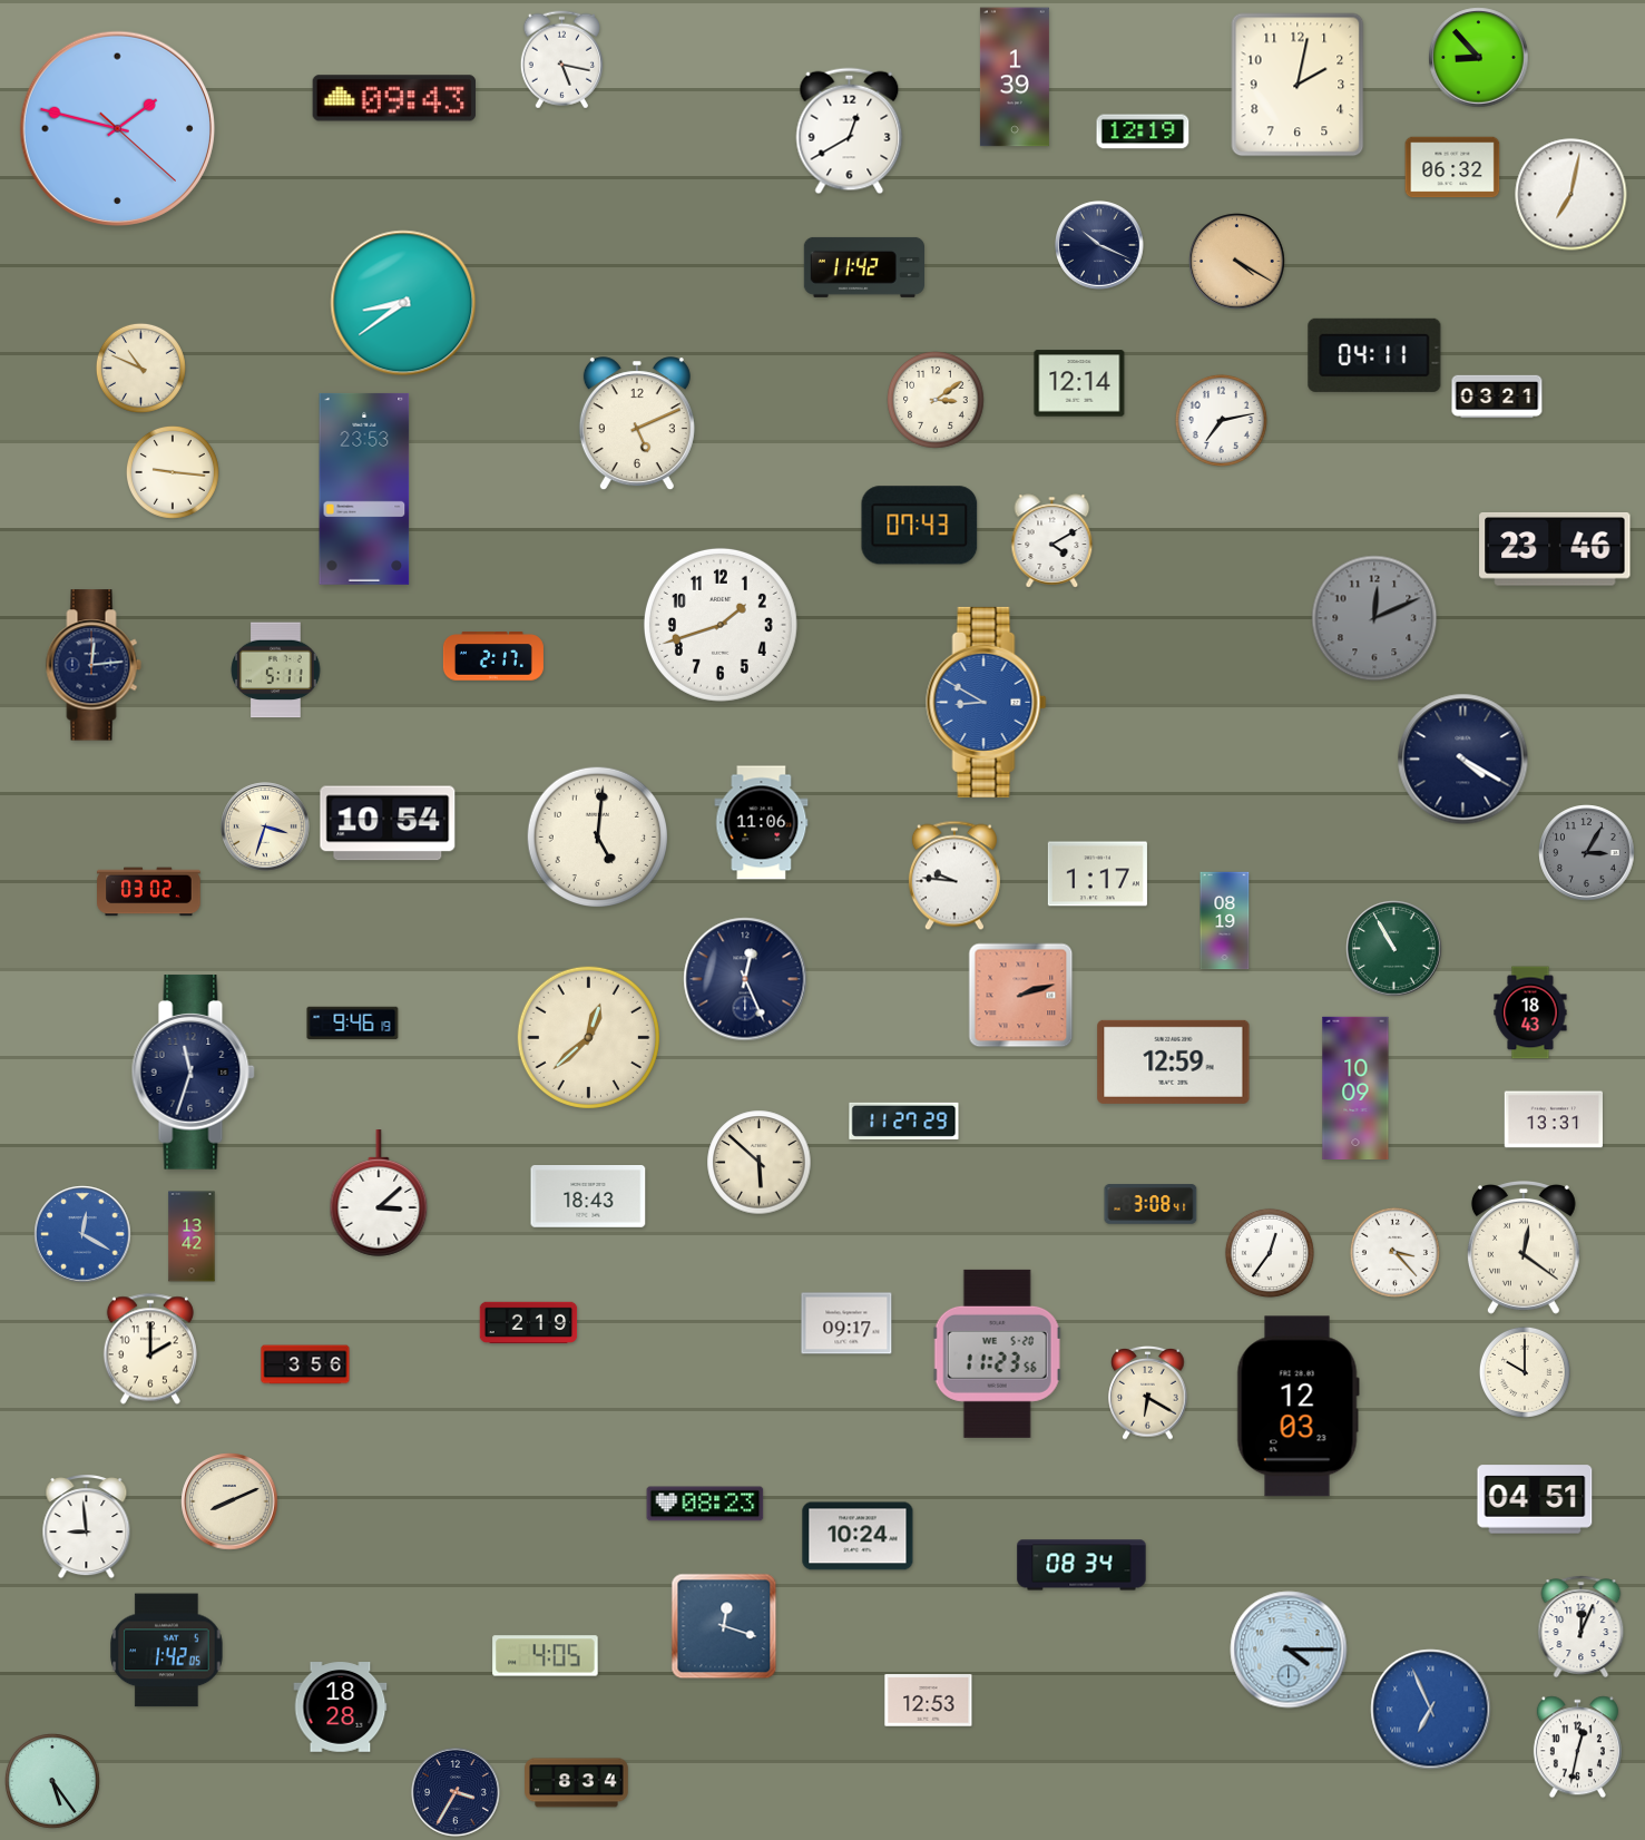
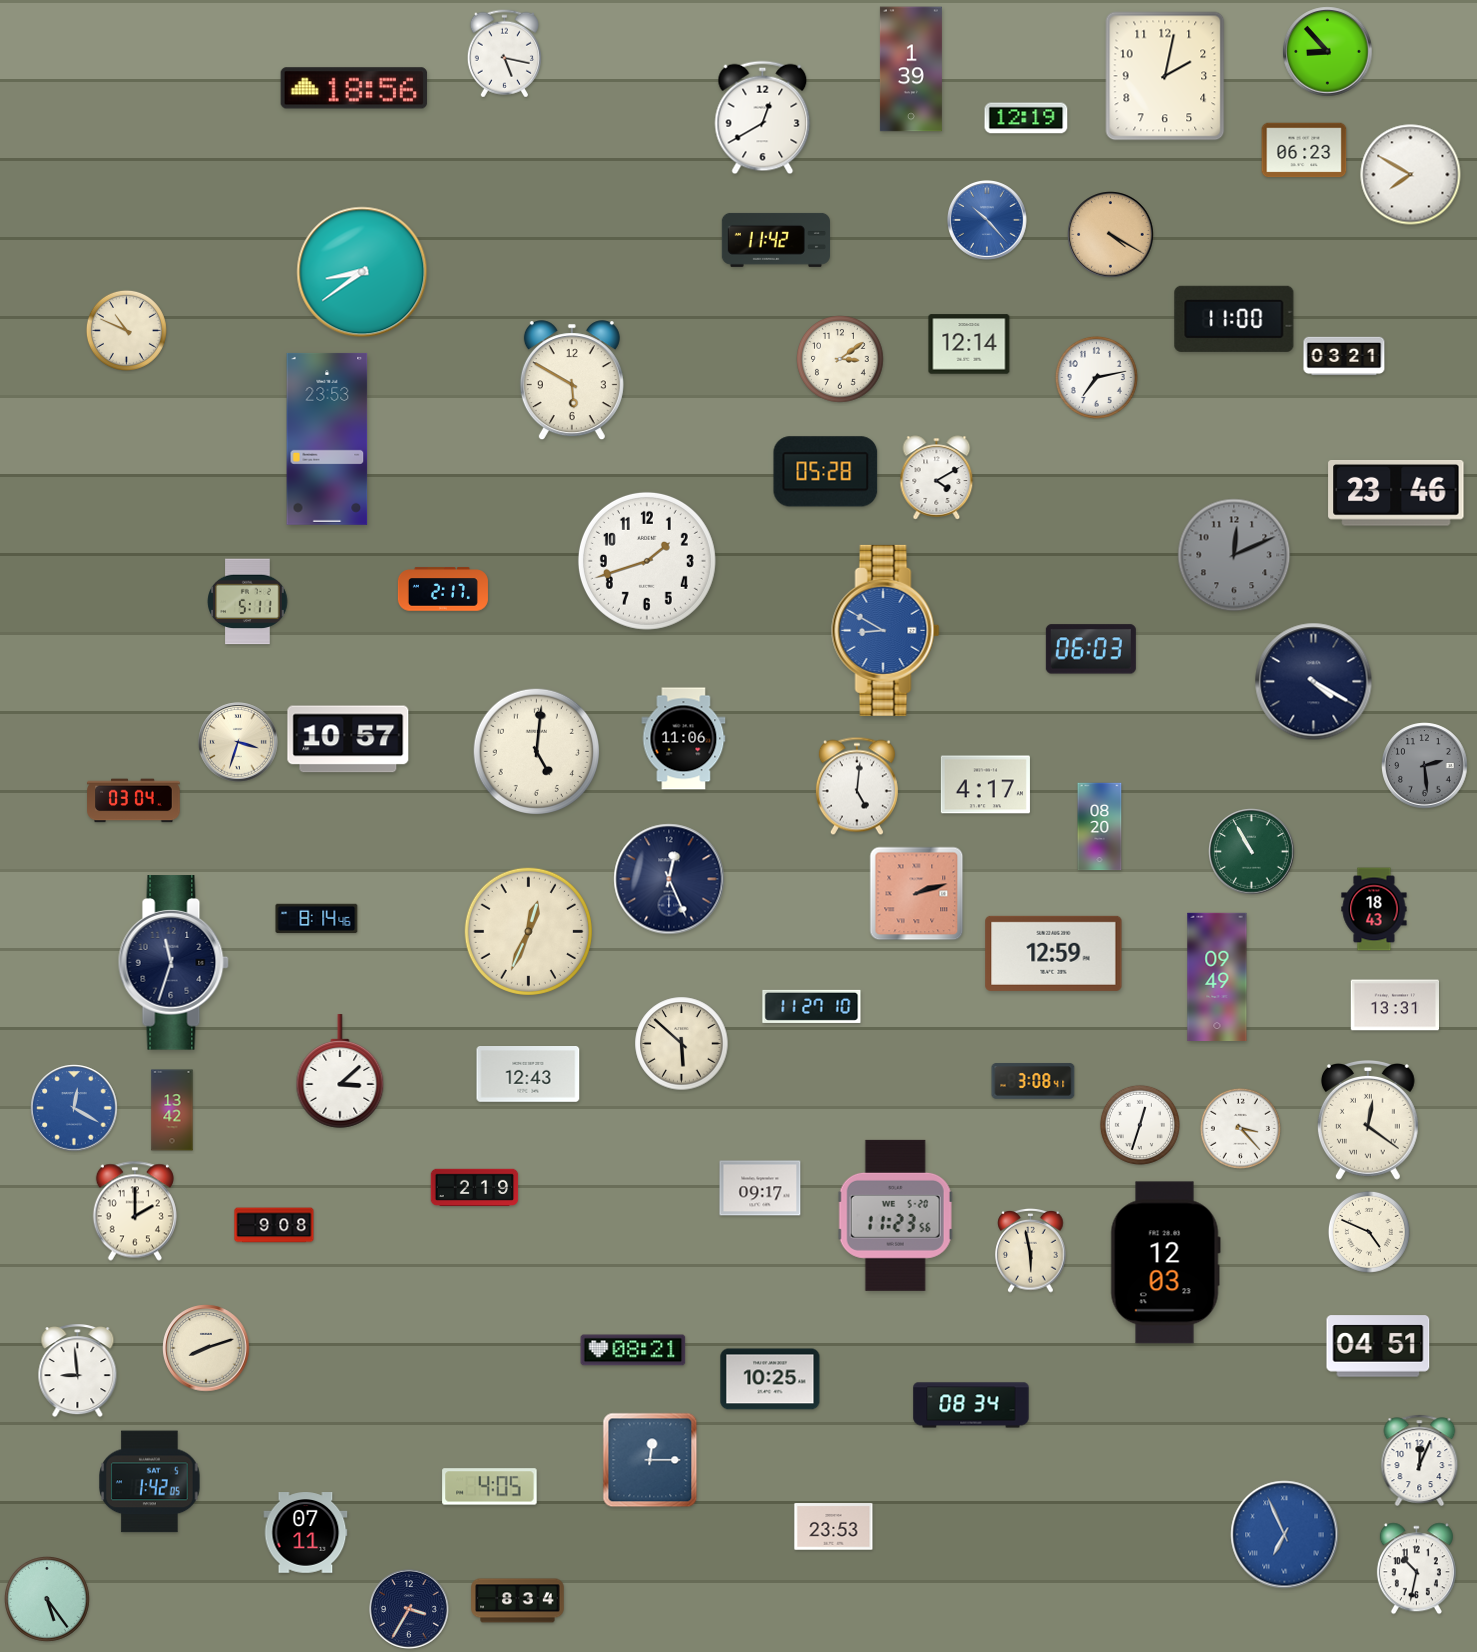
clock at (394, 98): 09:43 -> 18:56
clock at (117, 128): 1:47 -> none
clock at (1452, 167): 06:32 -> 06:23
clock at (1571, 195): 7:02 -> 7:50
clock at (1100, 246): 10:19 -> 10:23
clock at (1100, 246) dial: navy -> blue
clock at (1374, 355): 04:11 -> 11:00
clock at (637, 424): 5:11 -> 5:50
clock at (173, 472): 9:16 -> none
clock at (920, 526): 07:43 -> 05:28
clock at (1052, 541) position: (1052, 541) -> (937, 478)
clock at (94, 665): 12:14 -> none
clock at (1091, 649): none -> 06:03
clock at (388, 823): 10:54 -> 10:57
clock at (1587, 853): 3:05 -> 2:29
clock at (1097, 874): 1:17 -> 4:17
clock at (954, 875): 9:46 -> 5:01
clock at (149, 892): 03:02 -> 03:04
clock at (1225, 921): 08:19 -> 08:20
clock at (353, 1024): 9:46 -> 8:14
clock at (588, 1037): 12:38 -> 12:34
clock at (1355, 1087): 10:09 -> 09:49
clock at (904, 1120): 11:27:29 -> 11:27:10
clock at (588, 1197): 18:43 -> 12:43
clock at (1394, 1252) position: (1394, 1252) -> (1240, 1128)
clock at (1270, 1253): 12:36 -> 12:33
clock at (305, 1364): 3:56 -> 9:08
clock at (1525, 1372): 10:00 -> 4:49
clock at (1148, 1393): 6:20 -> 5:58
clock at (229, 1501): 8:11 -> 8:12
clock at (705, 1504): 08:23 -> 08:21
clock at (858, 1536): 10:24 -> 10:25
clock at (724, 1626): 12:18 -> 12:15
clock at (1289, 1650): 4:15 -> none
clock at (929, 1701): 12:53 -> 23:53
clock at (341, 1707): 18:28 -> 07:11
clock at (1577, 1748): 12:32 -> 10:32
